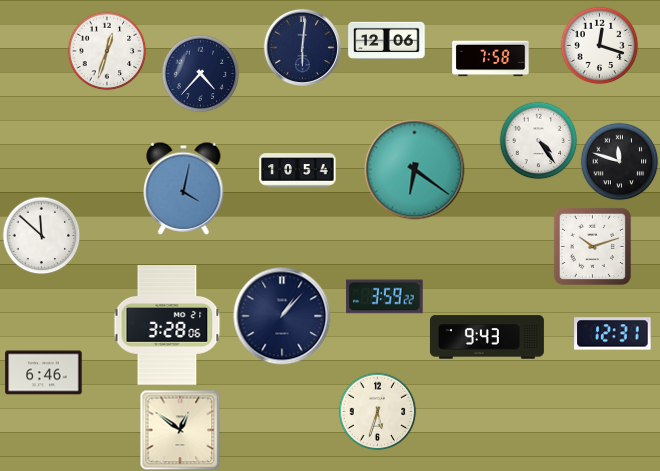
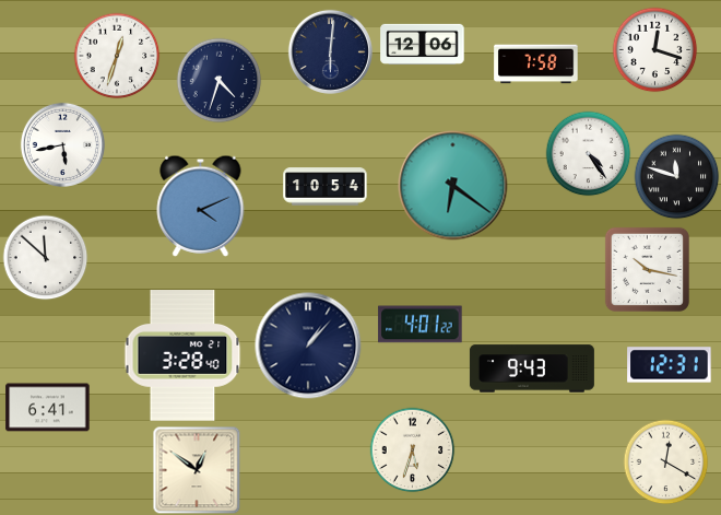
clock at (200, 73): 4:37 -> 4:33
clock at (62, 144): none -> 5:43
clock at (184, 188): 4:02 -> 4:11
clock at (592, 246): 10:12 -> 10:17
clock at (385, 297): 3:59 -> 4:01
clock at (167, 325): 3:28:06 -> 3:28:40
clock at (44, 373): 6:46 -> 6:41
clock at (665, 461): none -> 12:20
